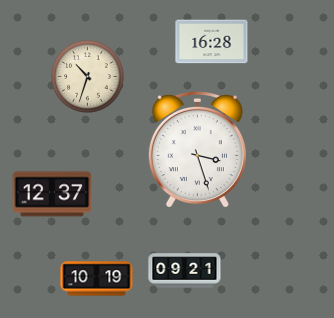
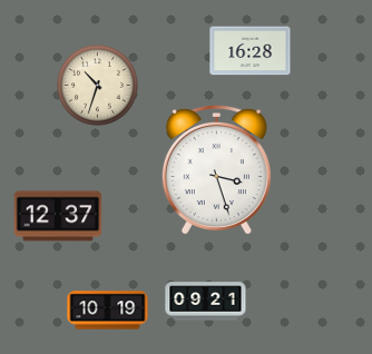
clock at (212, 42) position: (212, 42) -> (251, 51)
clock at (197, 149) position: (197, 149) -> (216, 169)
